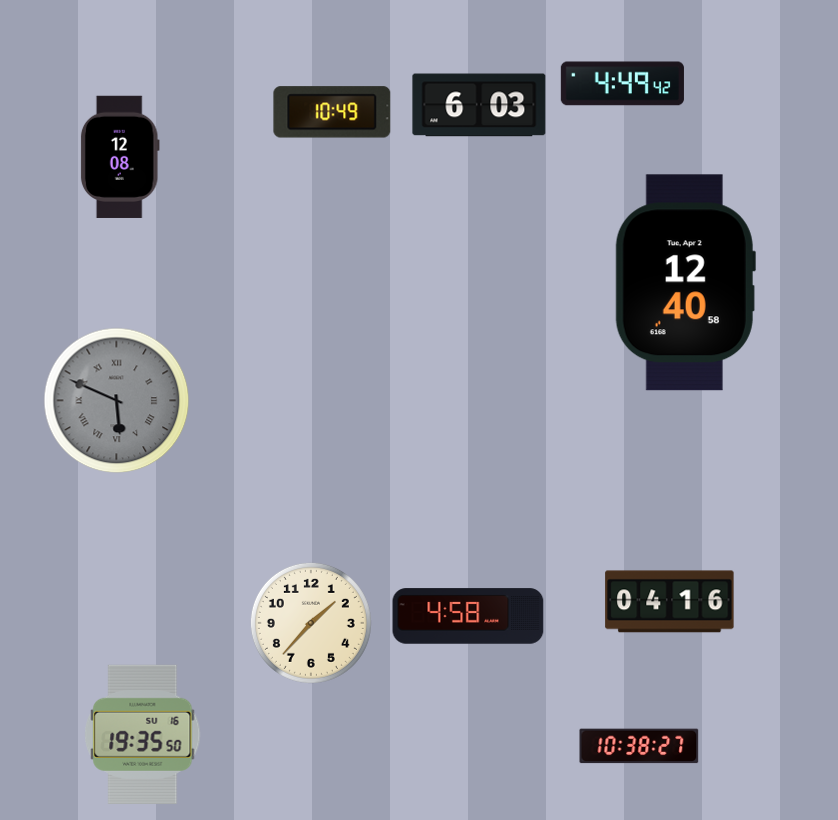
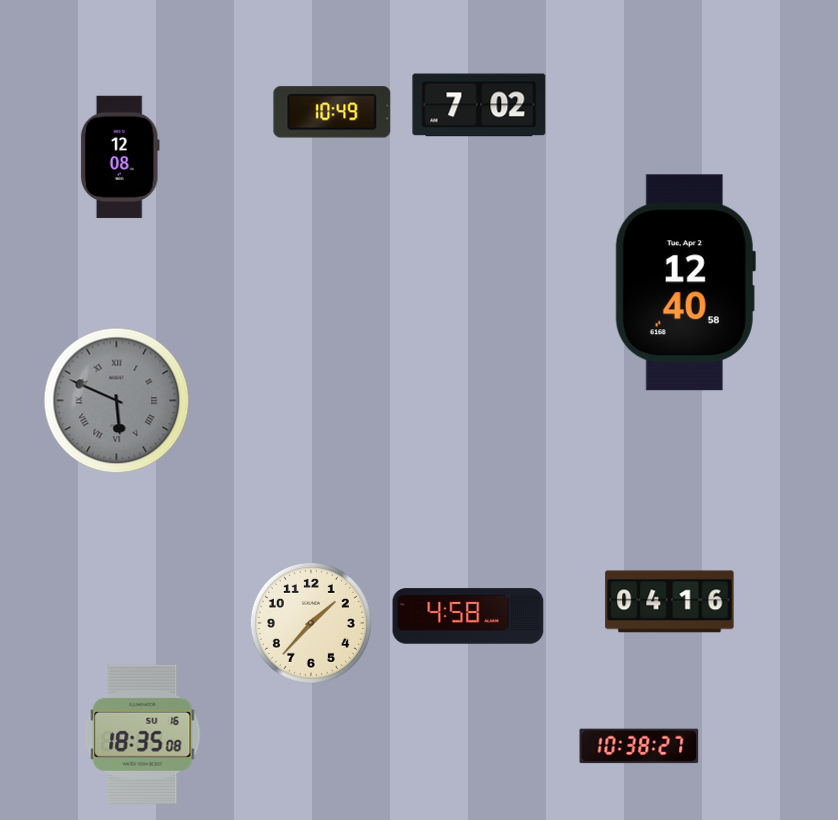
clock at (622, 84): 4:49 -> none
clock at (479, 105): 6:03 -> 7:02
clock at (143, 734): 19:35 -> 18:35
